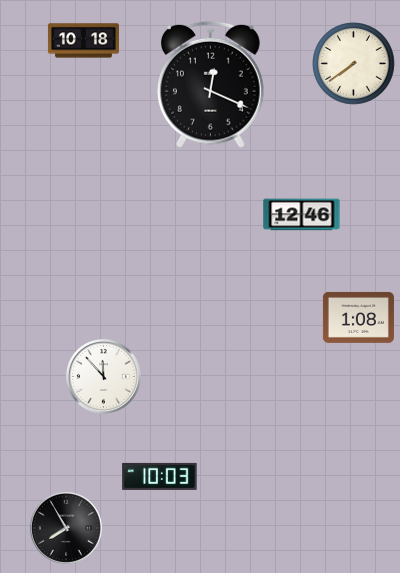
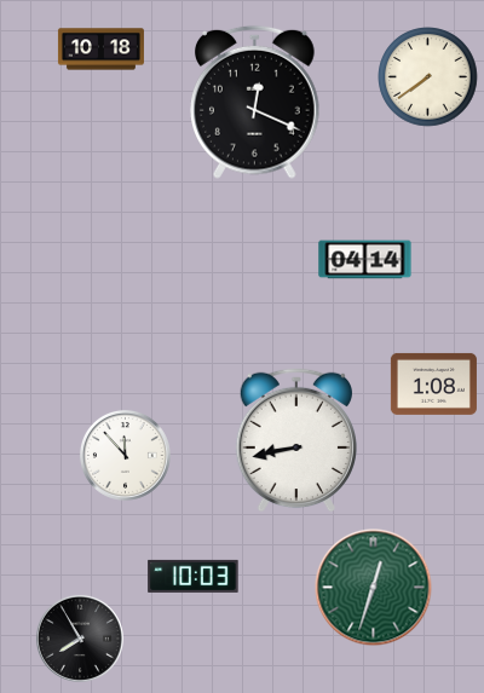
clock at (302, 215): 12:46 -> 04:14
clock at (296, 440): none -> 8:43
clock at (374, 588): none -> 12:33
